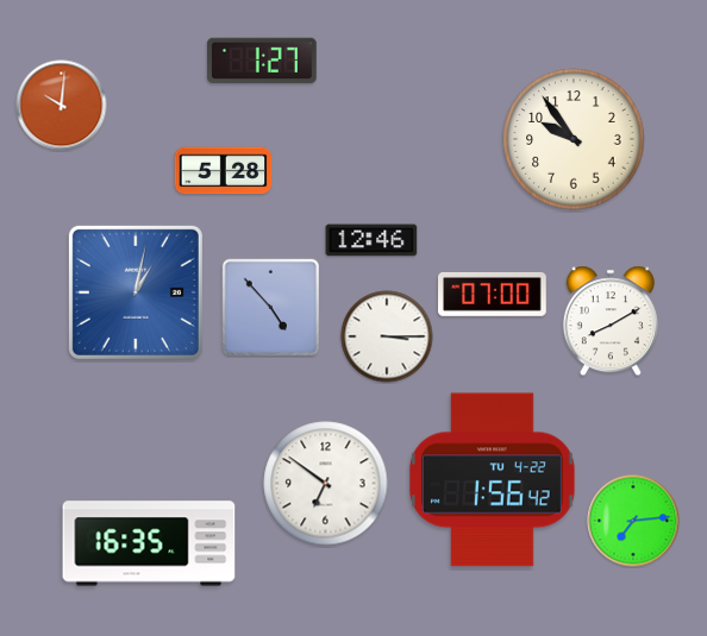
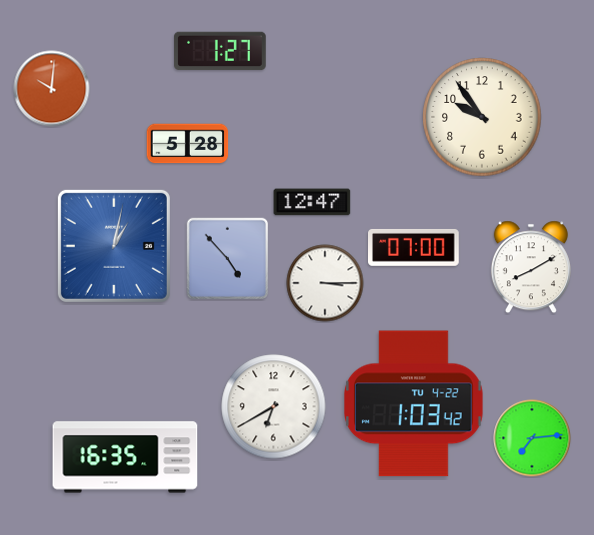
clock at (371, 240): 12:46 -> 12:47
clock at (611, 321) position: (611, 321) -> (531, 267)
clock at (493, 480): 1:56 -> 1:03
clock at (326, 484): 6:51 -> 6:40
